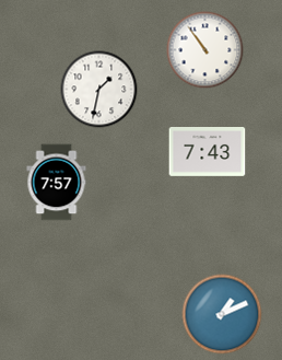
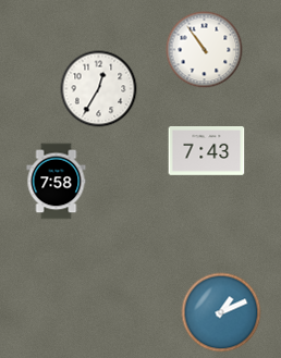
clock at (99, 90): 1:32 -> 12:35
clock at (57, 183): 7:57 -> 7:58
